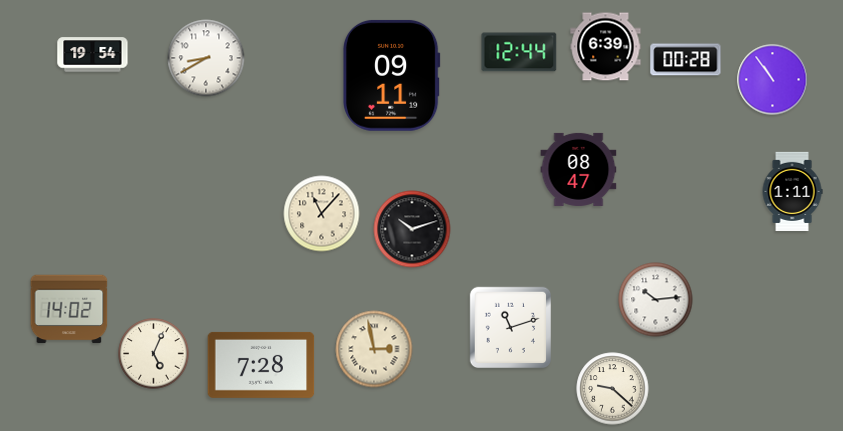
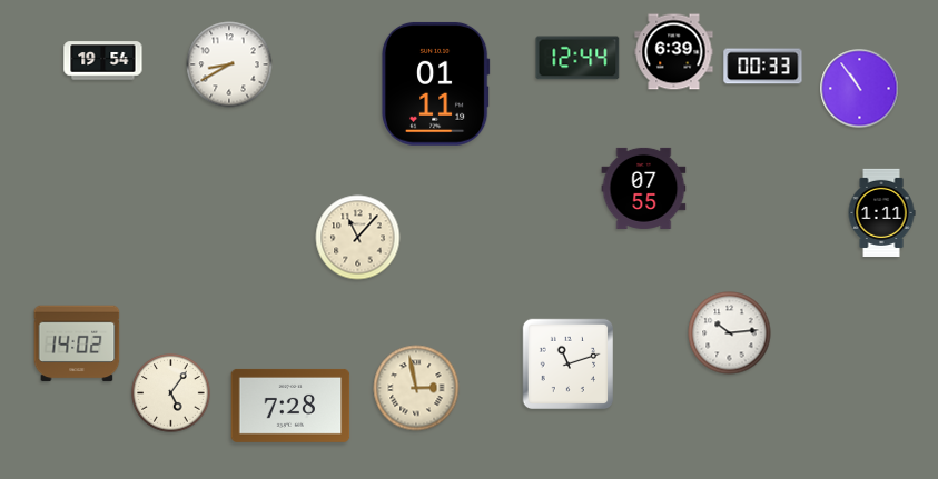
clock at (686, 60): 00:28 -> 00:33
clock at (391, 75): 09:11 -> 01:11
clock at (579, 169): 08:47 -> 07:55
clock at (412, 229): 10:12 -> none
clock at (154, 354): 5:04 -> 5:06
clock at (613, 389): 9:22 -> none
